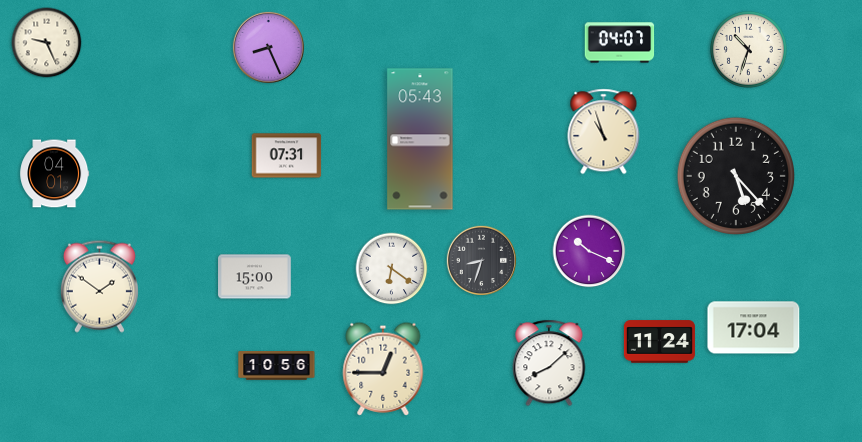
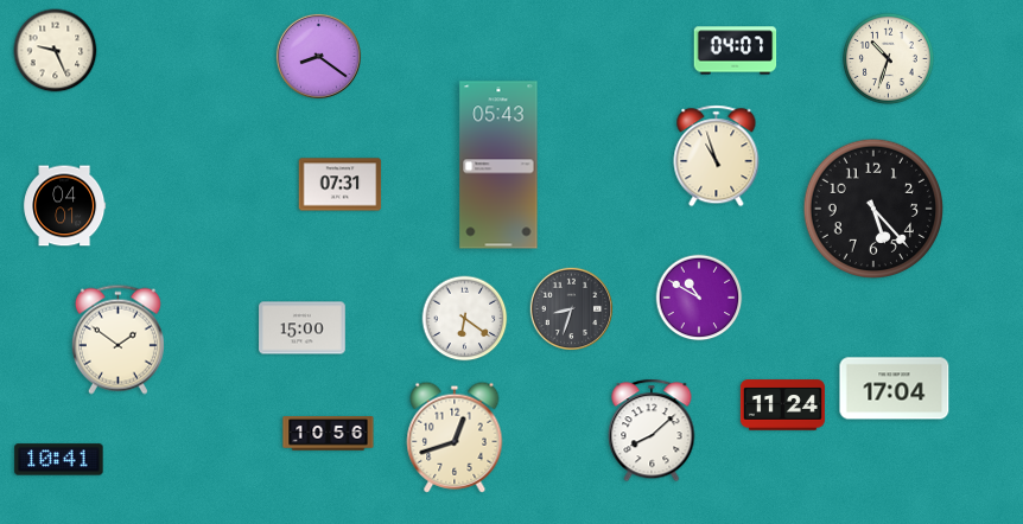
clock at (268, 47): 8:26 -> 8:21
clock at (589, 251): 10:19 -> 10:50
clock at (383, 369): 12:45 -> 12:42
clock at (59, 460): none -> 10:41
